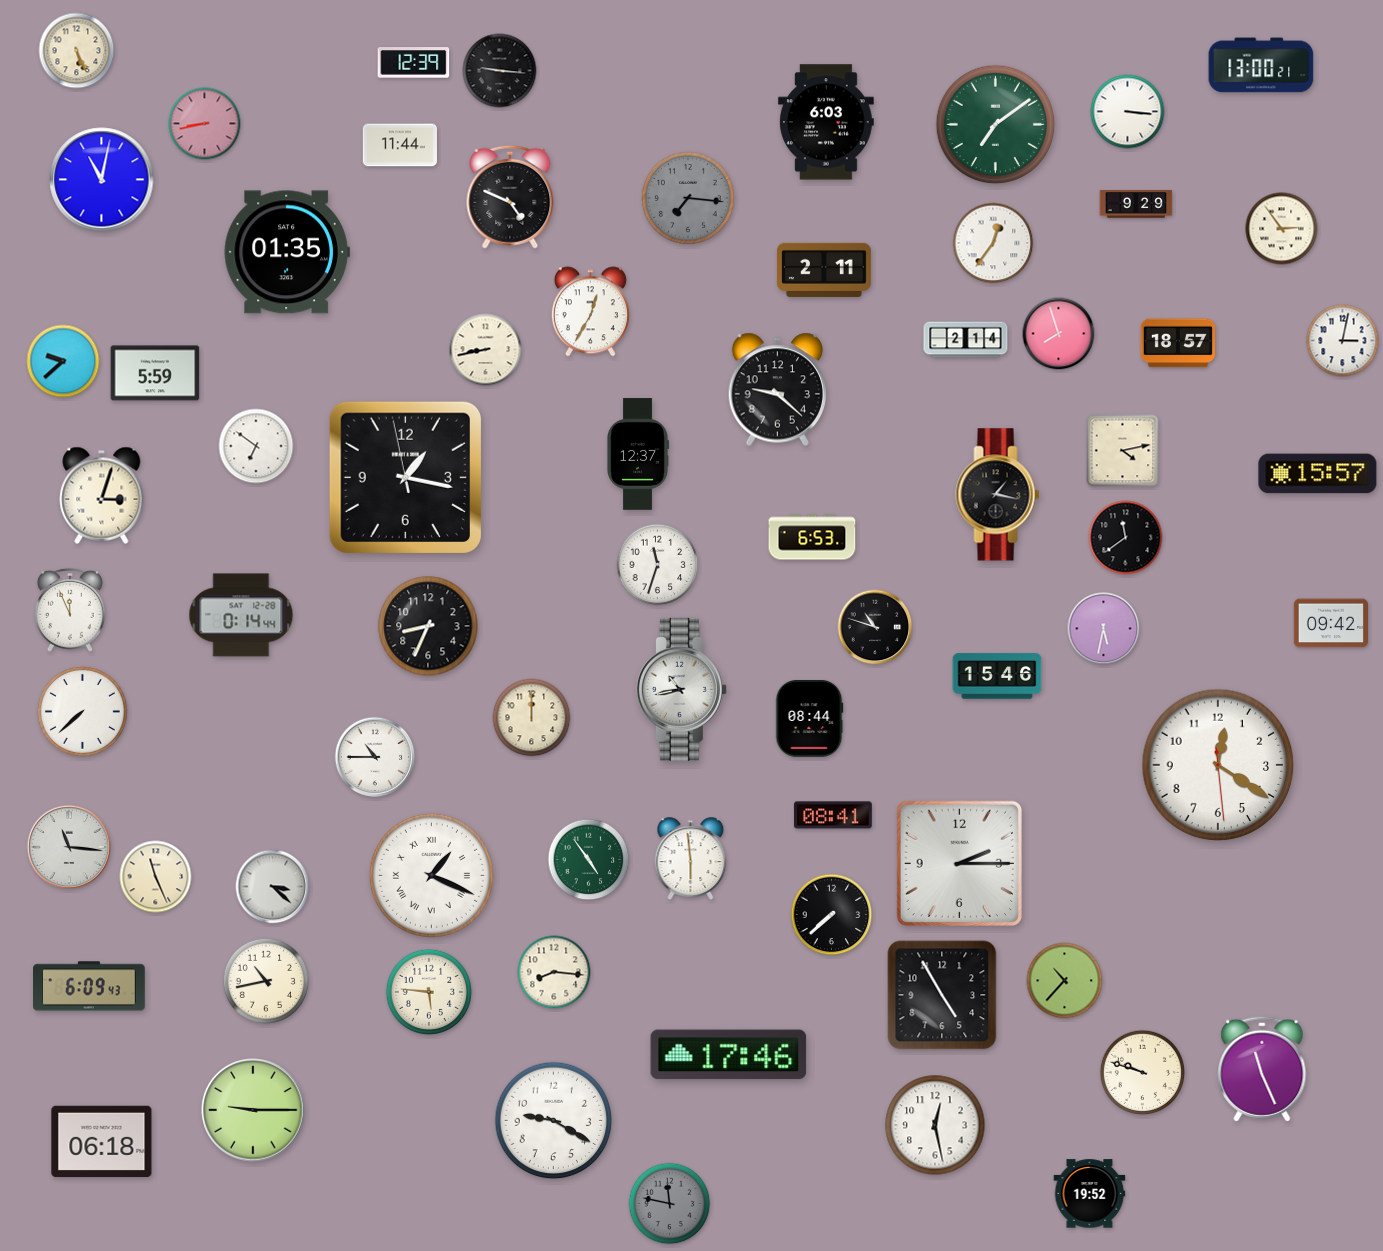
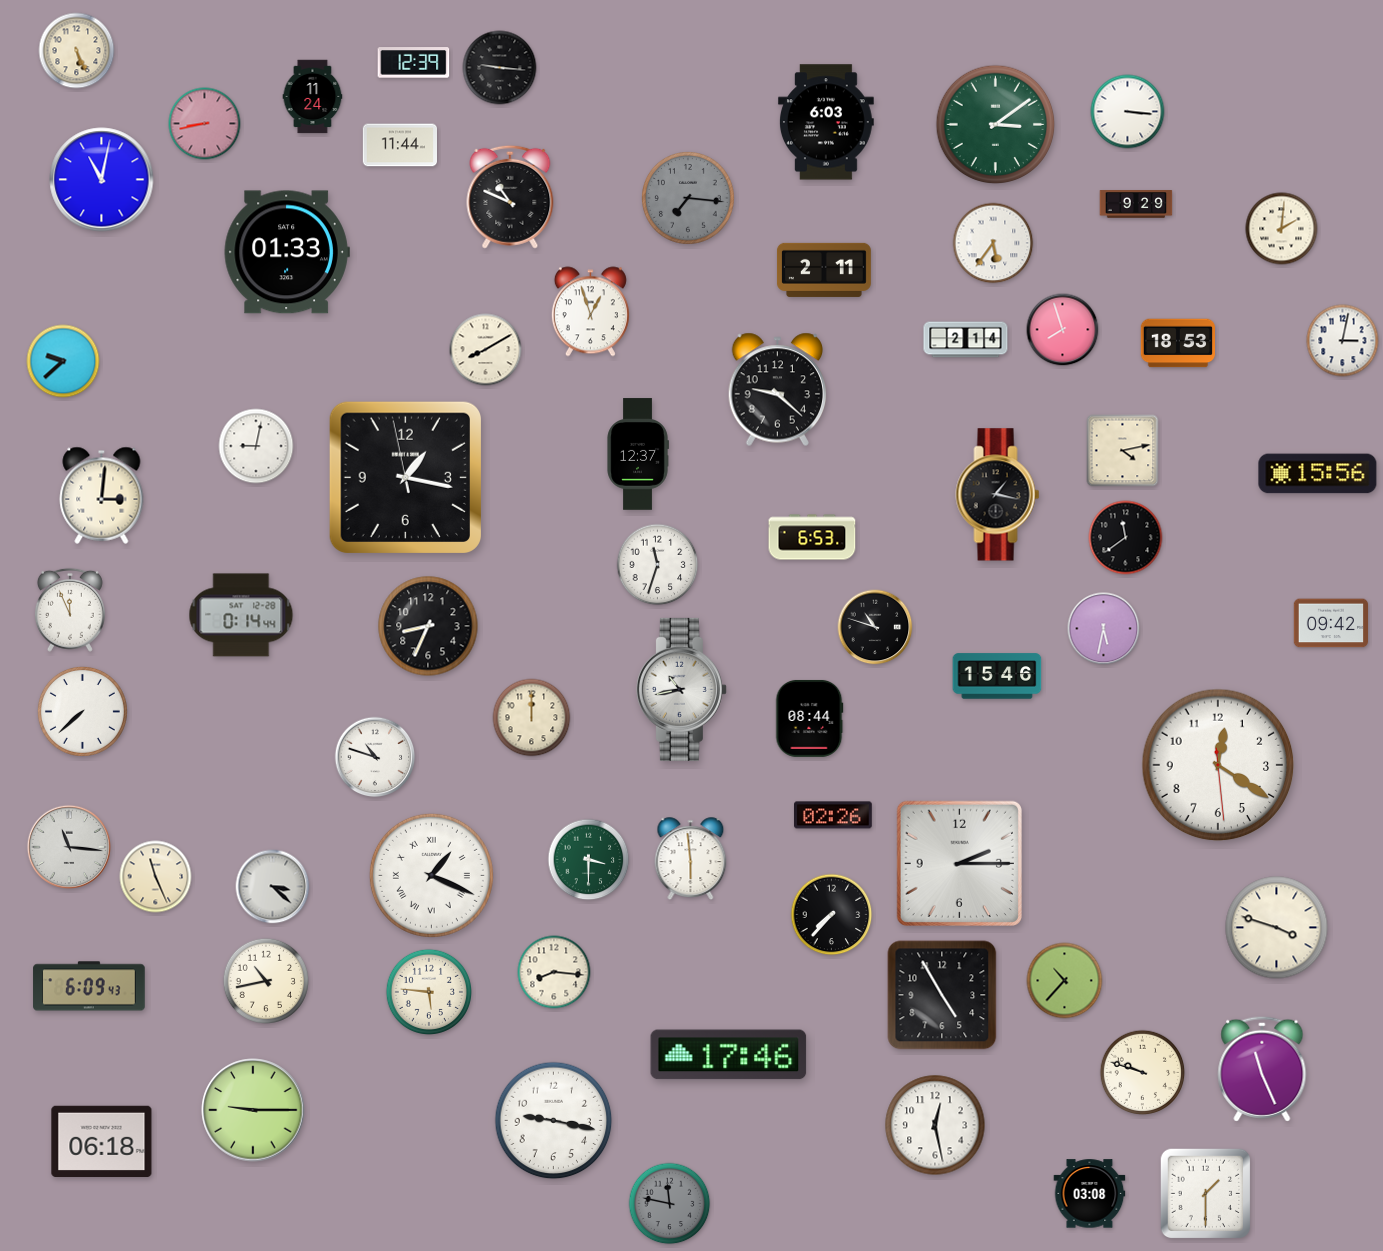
clock at (1261, 65): 13:00 -> none
clock at (500, 71) position: (500, 71) -> (500, 68)
clock at (313, 97): none -> 11:24
clock at (996, 125): 7:09 -> 3:09
clock at (510, 197): 4:49 -> 10:49
clock at (1282, 229): 2:54 -> 2:01
clock at (993, 243): 12:36 -> 5:36
clock at (287, 252): 01:35 -> 01:33
clock at (590, 312): 12:35 -> 12:57
clock at (1059, 334) position: (1059, 334) -> (1063, 330)
clock at (1177, 343): 18:57 -> 18:53
clock at (486, 350): 8:43 -> 8:10
clock at (155, 373): 5:59 -> none
clock at (256, 446): 6:51 -> 9:02
clock at (1318, 474): 15:57 -> 15:56
clock at (102, 495): 3:03 -> 3:01
clock at (375, 757): 10:45 -> 10:48
clock at (833, 815): 08:41 -> 02:26
clock at (589, 860): 4:54 -> 3:30
clock at (832, 915): 7:38 -> 7:37
clock at (1277, 928): none -> 3:48
clock at (554, 1121): 9:20 -> 9:17
clock at (1090, 1194): 19:52 -> 03:08
clock at (1206, 1194): none -> 1:30
